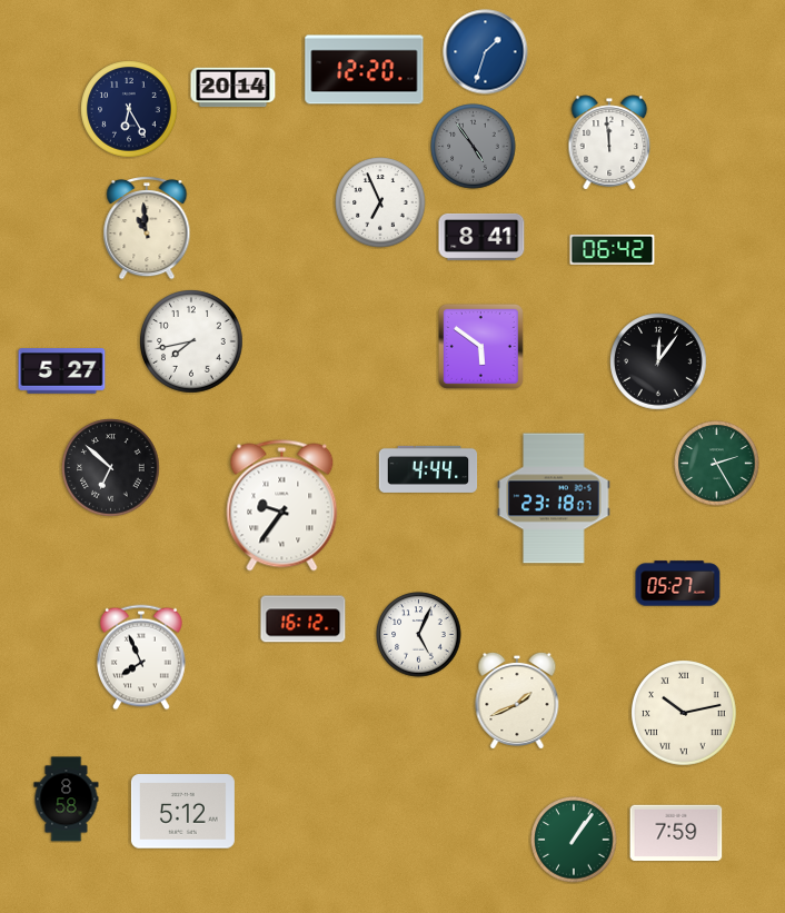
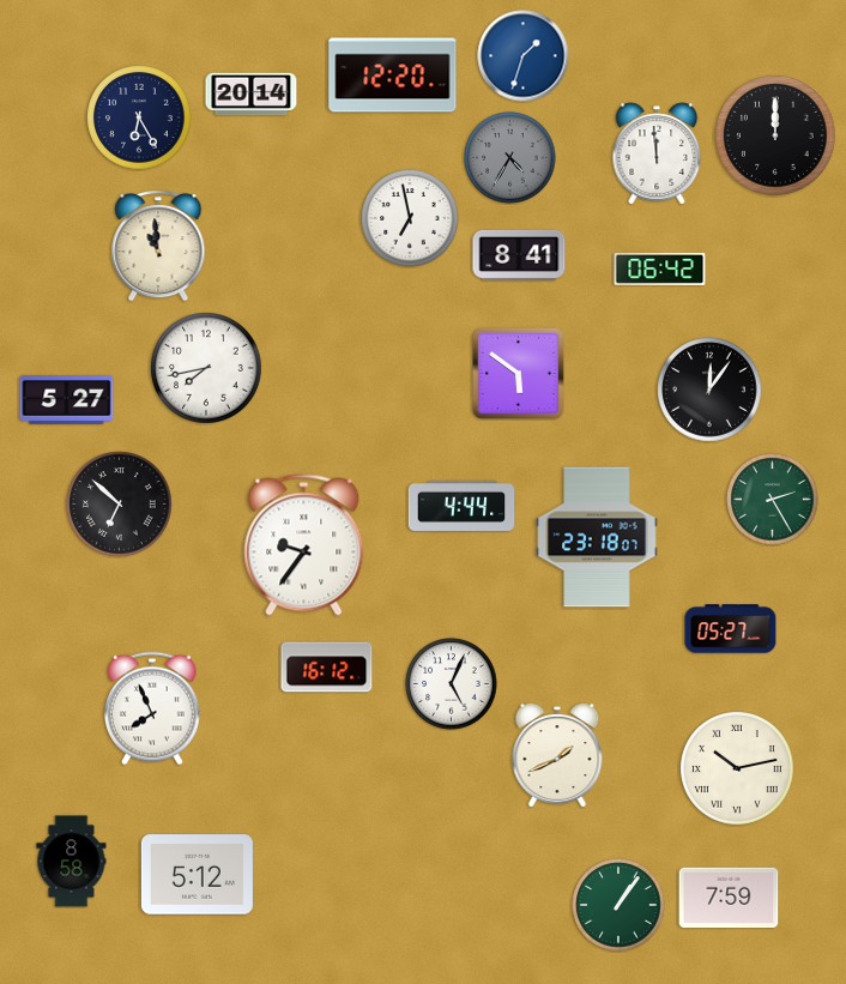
clock at (775, 135): none -> 12:00
clock at (474, 147): 4:54 -> 4:35
clock at (380, 202): 6:56 -> 6:58
